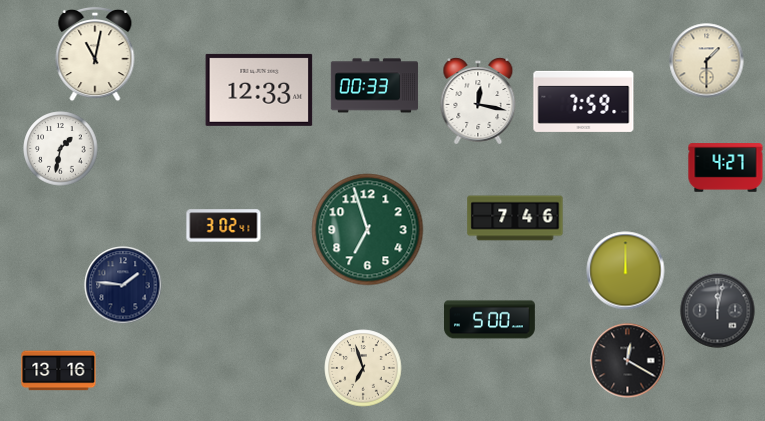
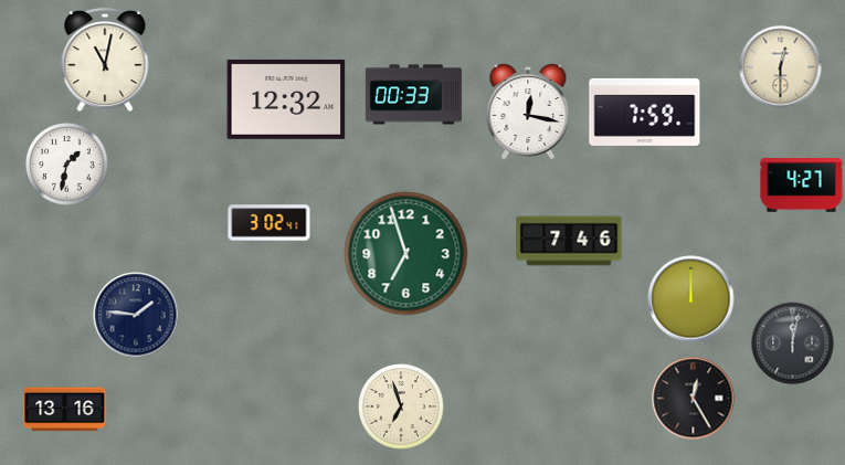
clock at (707, 61): 1:30 -> 12:30
clock at (259, 90): 12:33 -> 12:32
clock at (224, 226) position: (224, 226) -> (270, 223)
clock at (490, 320): 5:00 -> none
clock at (628, 361): 12:20 -> 12:25
